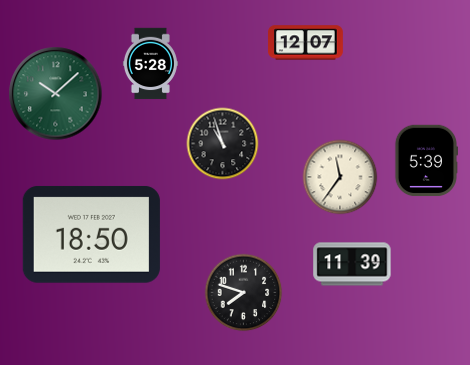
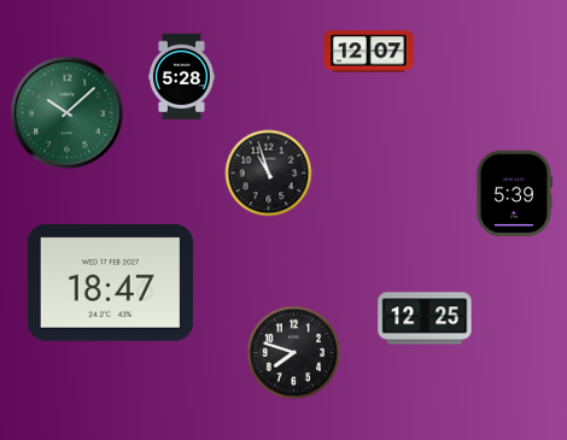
clock at (340, 177): 11:36 -> none
clock at (91, 234): 18:50 -> 18:47
clock at (352, 264): 11:39 -> 12:25
